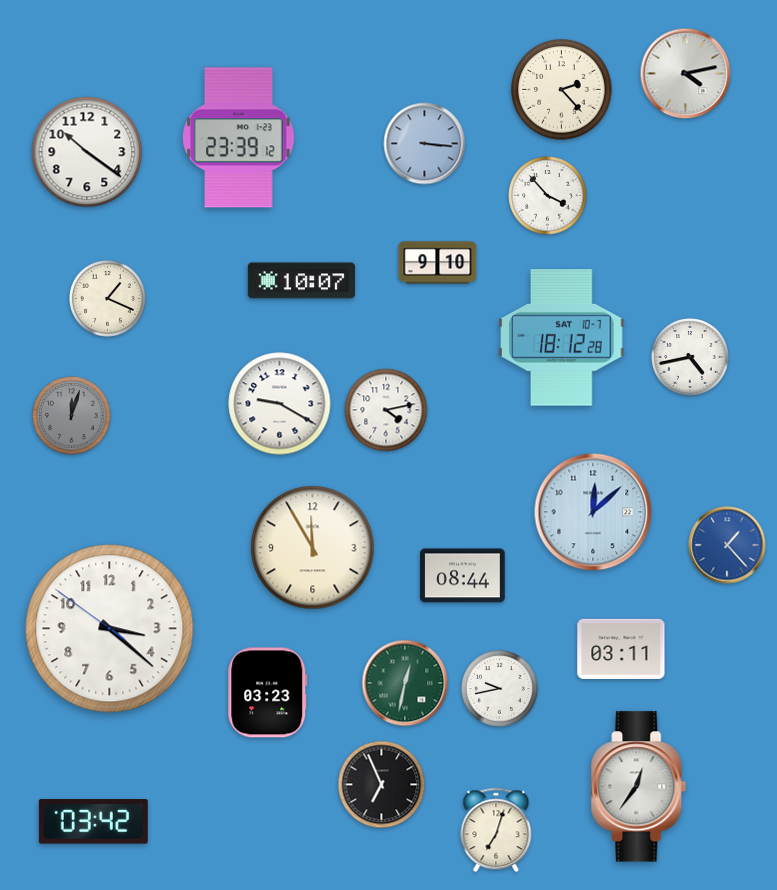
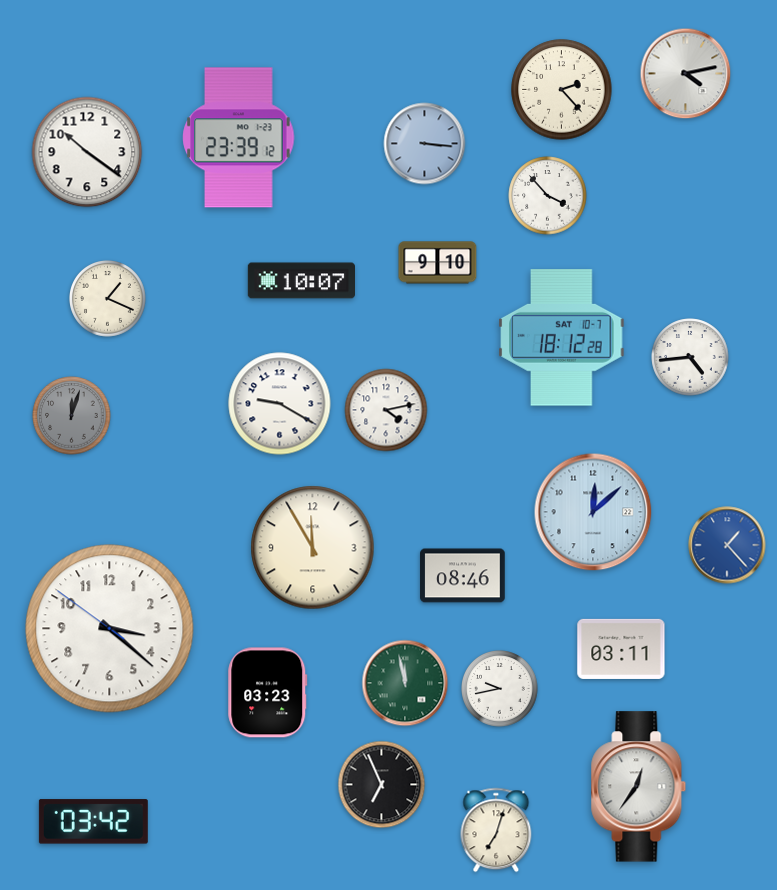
clock at (690, 357): 4:43 -> 4:44
clock at (463, 576): 08:44 -> 08:46
clock at (405, 683): 12:32 -> 11:58
